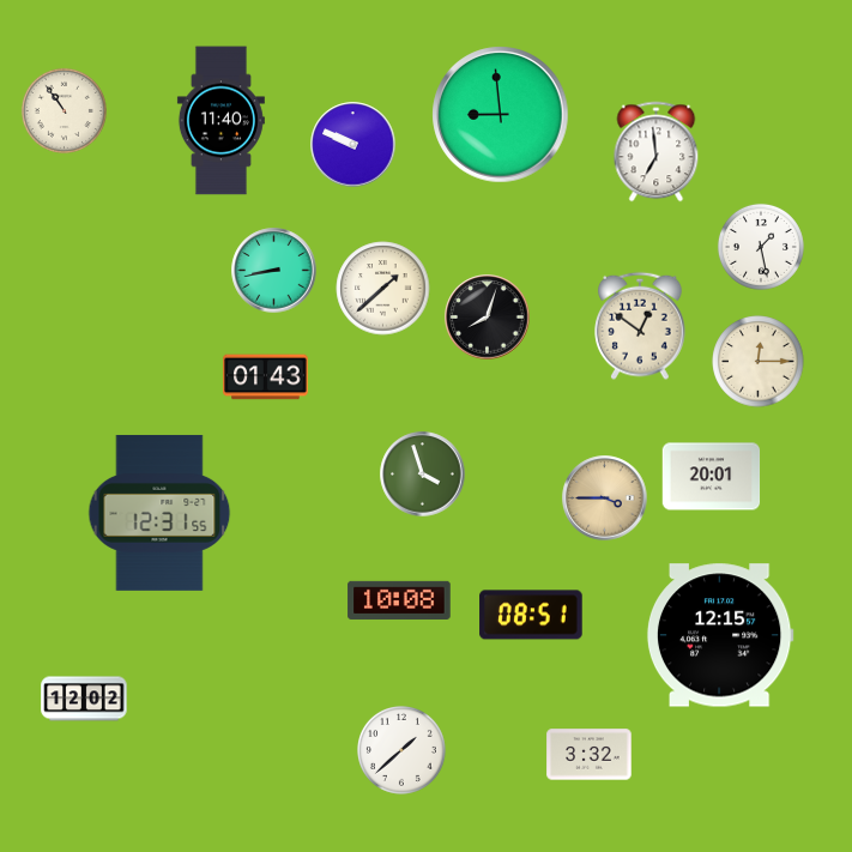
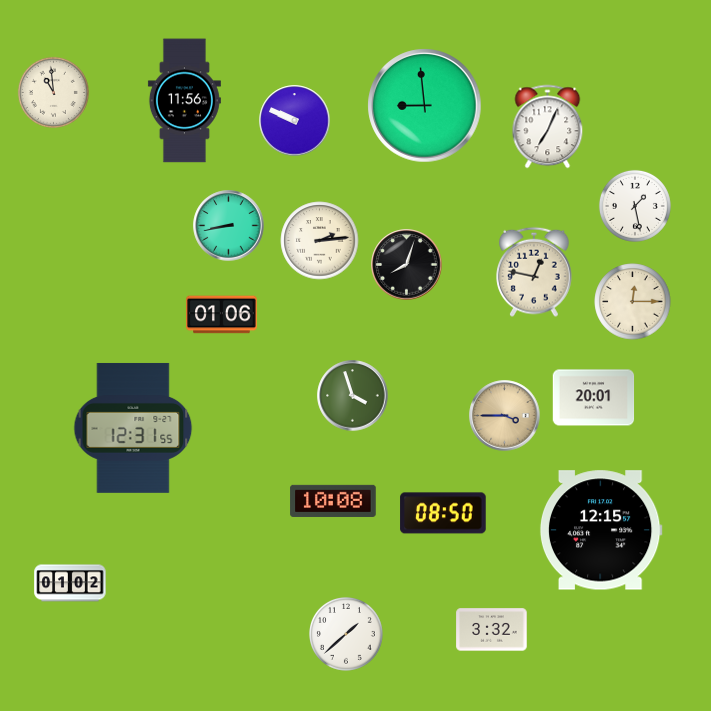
clock at (64, 110): 10:54 -> 10:59
clock at (501, 115) position: (501, 115) -> (425, 106)
clock at (220, 121): 11:40 -> 11:56
clock at (657, 152): 6:59 -> 7:04
clock at (383, 289): 1:38 -> 2:14
clock at (640, 326): 12:51 -> 12:47
clock at (266, 377): 01:43 -> 01:06
clock at (531, 615): 08:51 -> 08:50
clock at (84, 699): 12:02 -> 01:02
clock at (403, 751) position: (403, 751) -> (347, 635)
